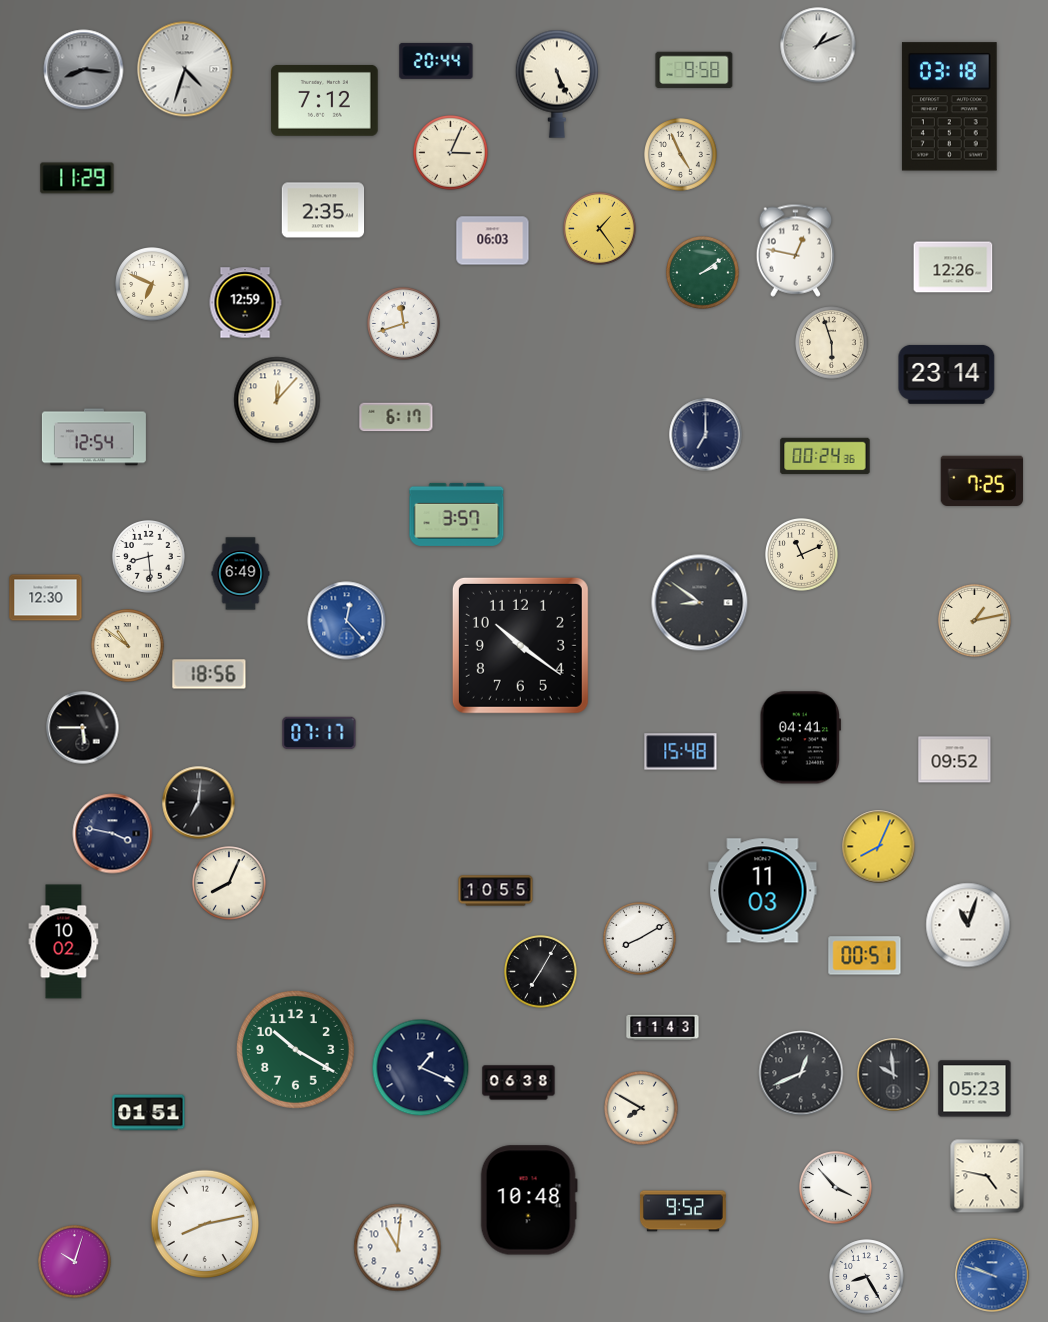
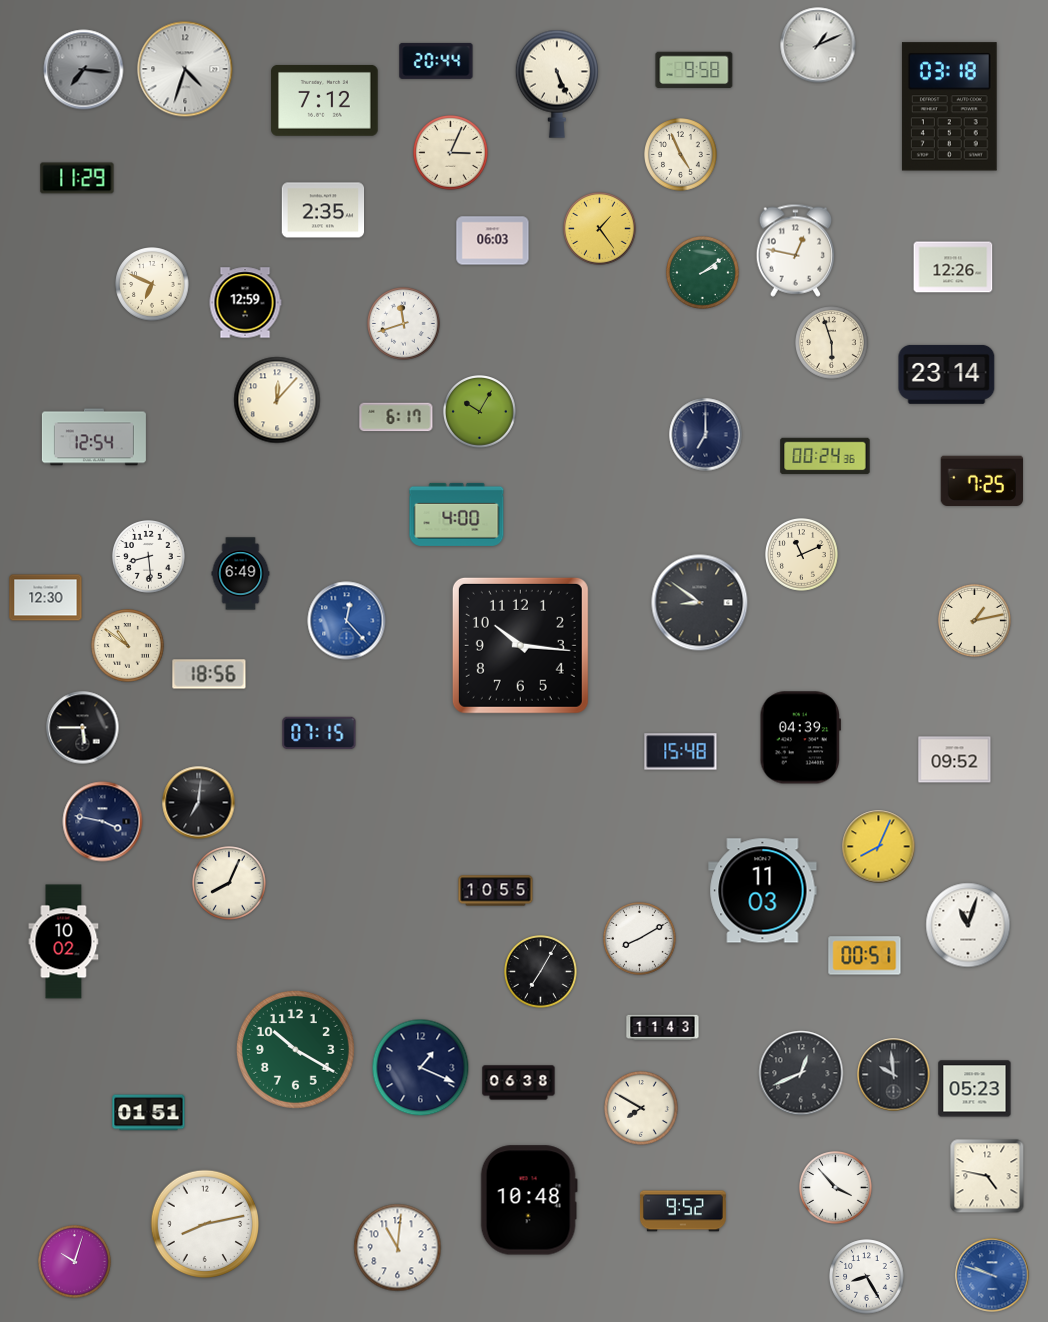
clock at (84, 70): 8:16 -> 7:16
clock at (480, 412): none -> 10:05
clock at (457, 514): 3:57 -> 4:00
clock at (520, 645): 10:21 -> 10:16
clock at (319, 733): 07:17 -> 07:15
clock at (800, 738): 04:41 -> 04:39
clock at (113, 834) position: (113, 834) -> (103, 822)
